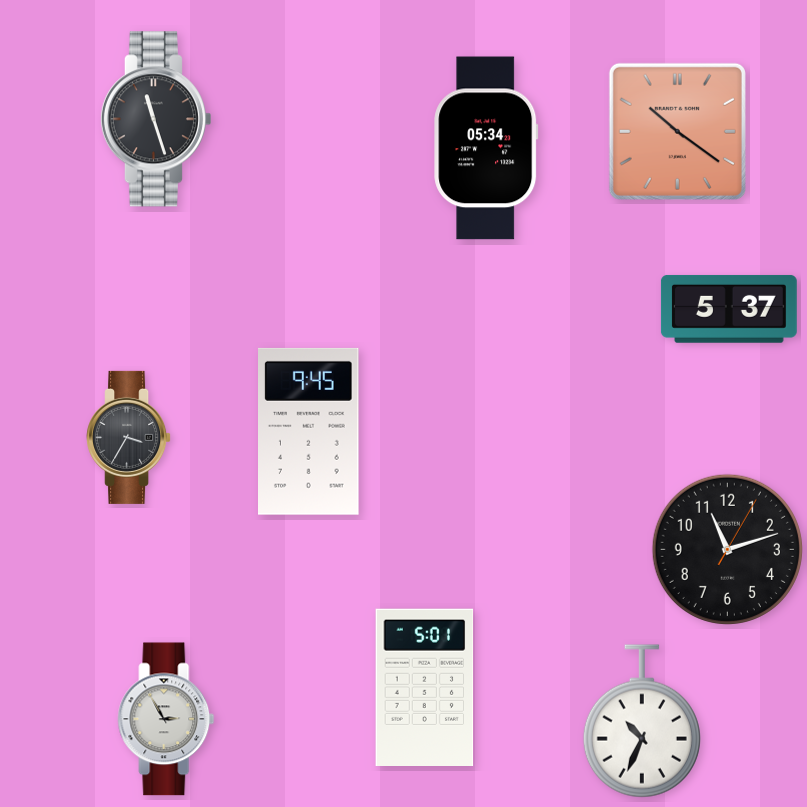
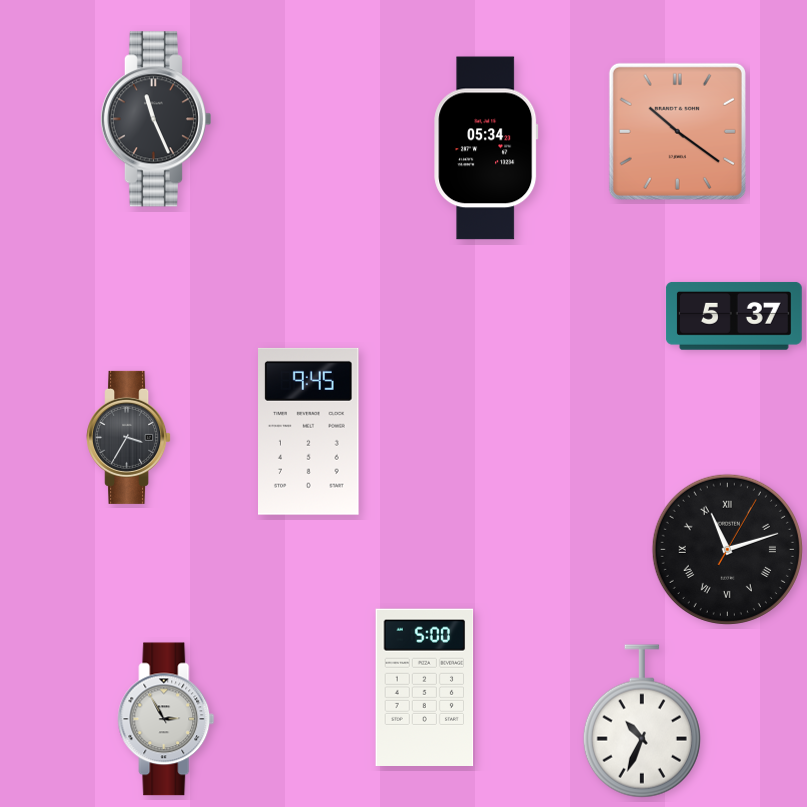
clock at (155, 119): 11:27 -> 11:26
clock at (729, 309) position: (729, 309) -> (734, 316)
clock at (727, 549) numerals: Arabic -> Roman
clock at (425, 687): 5:01 -> 5:00
